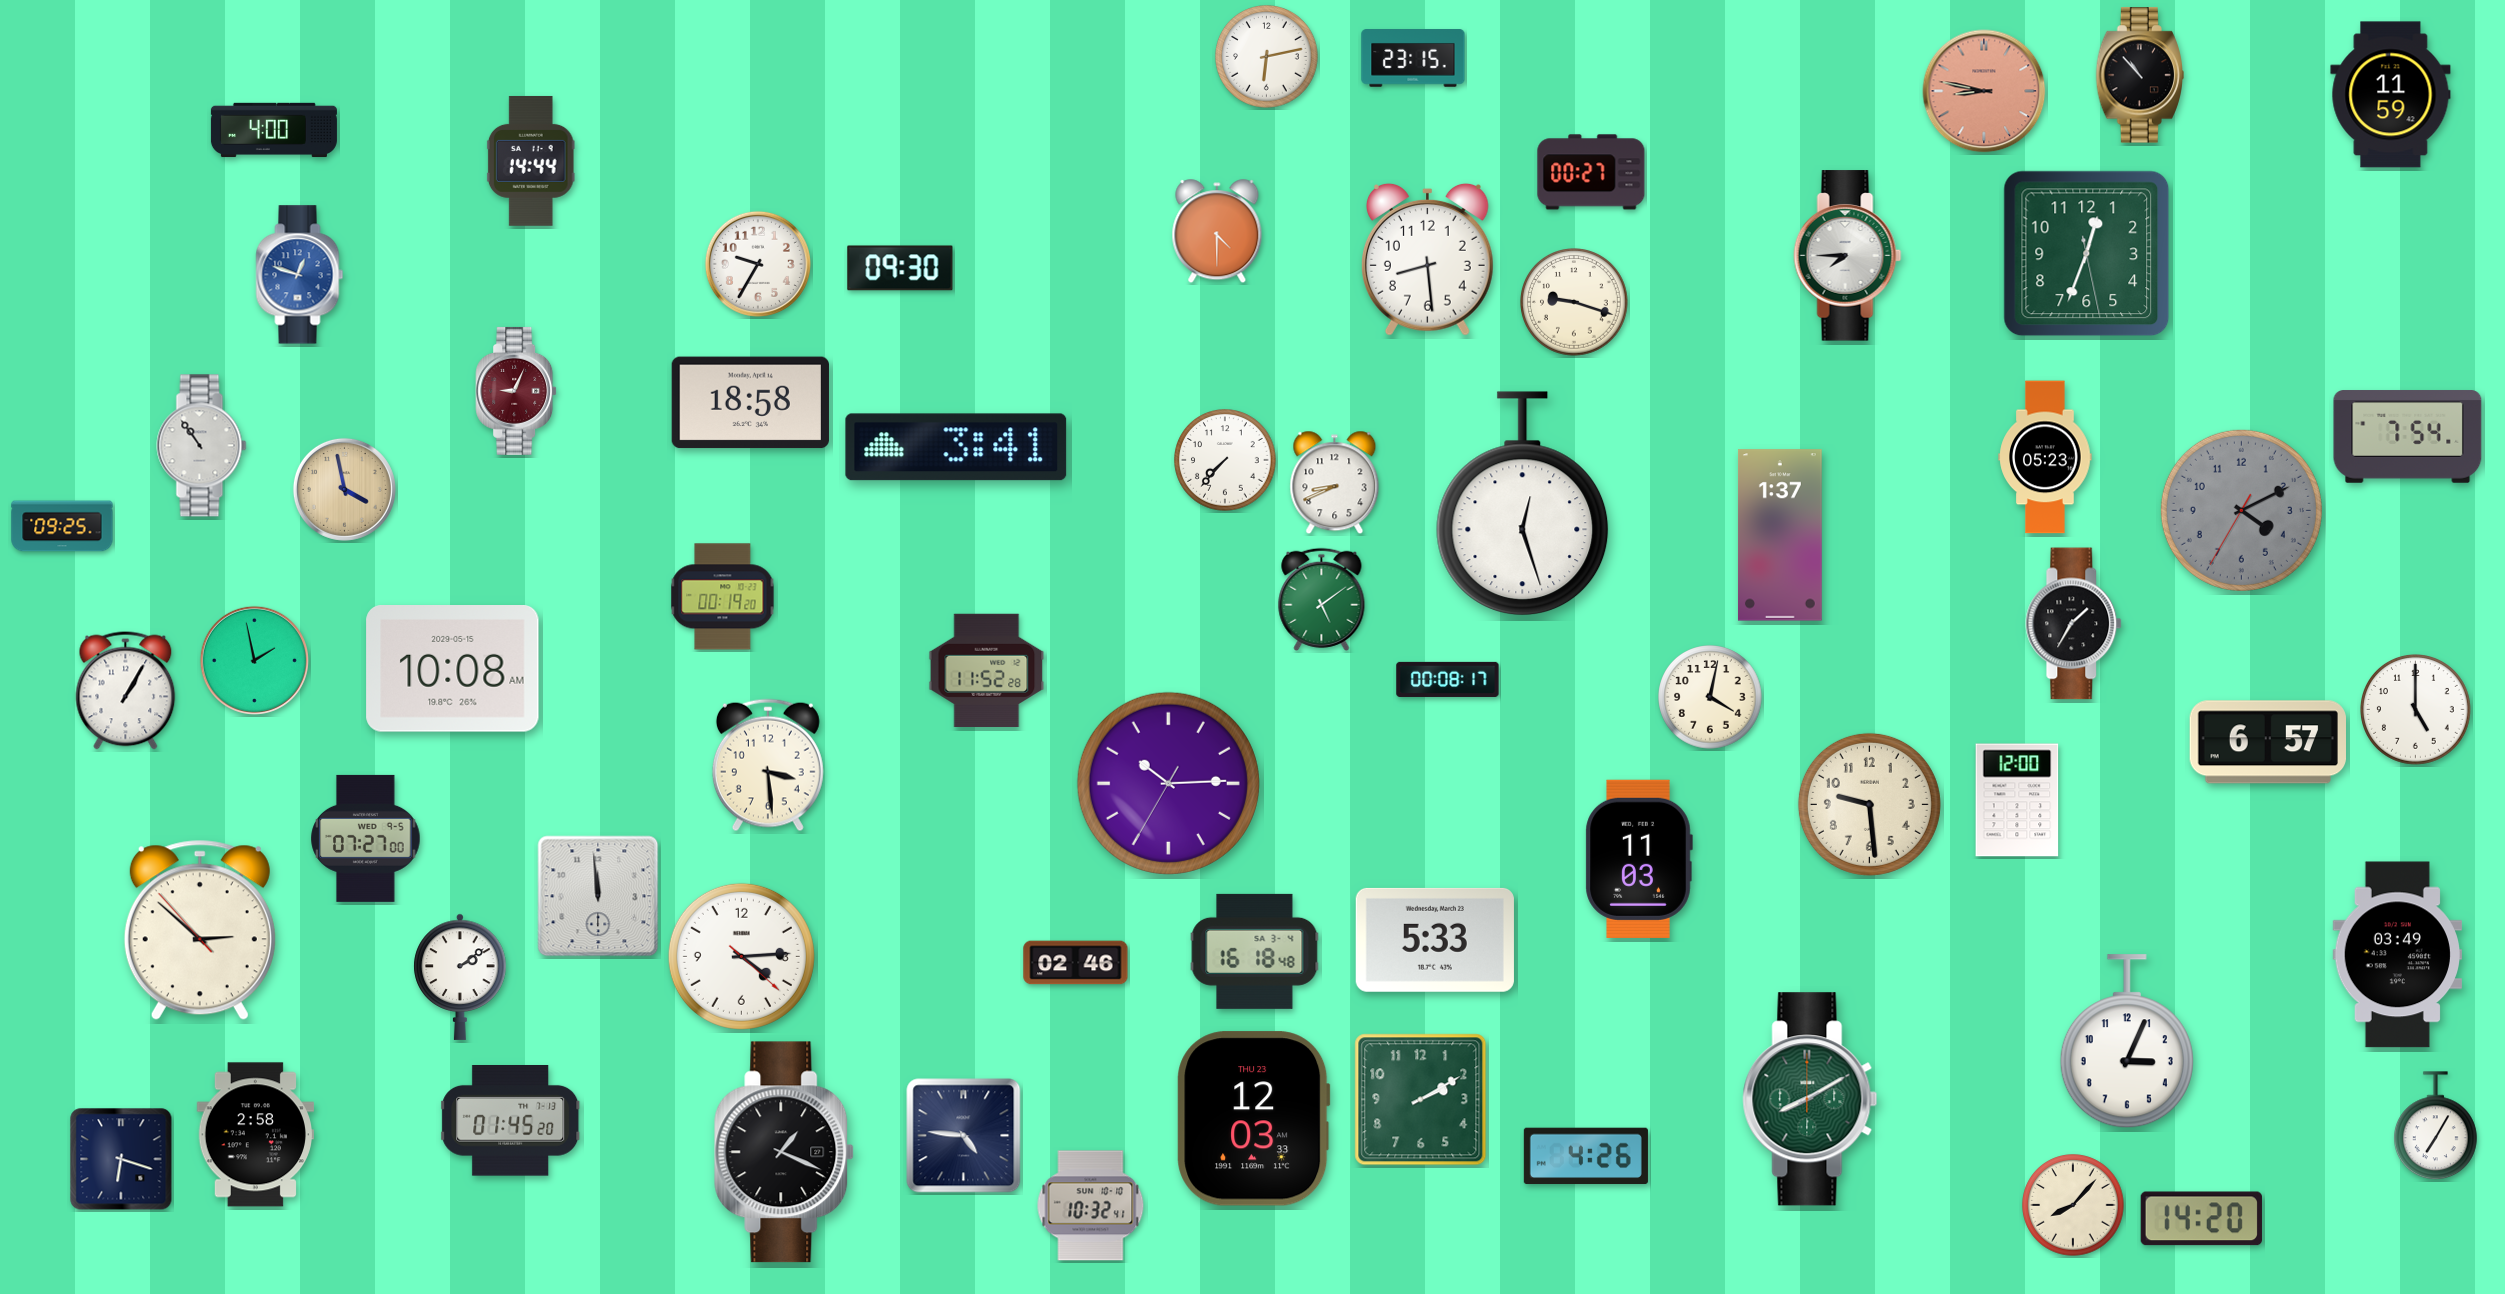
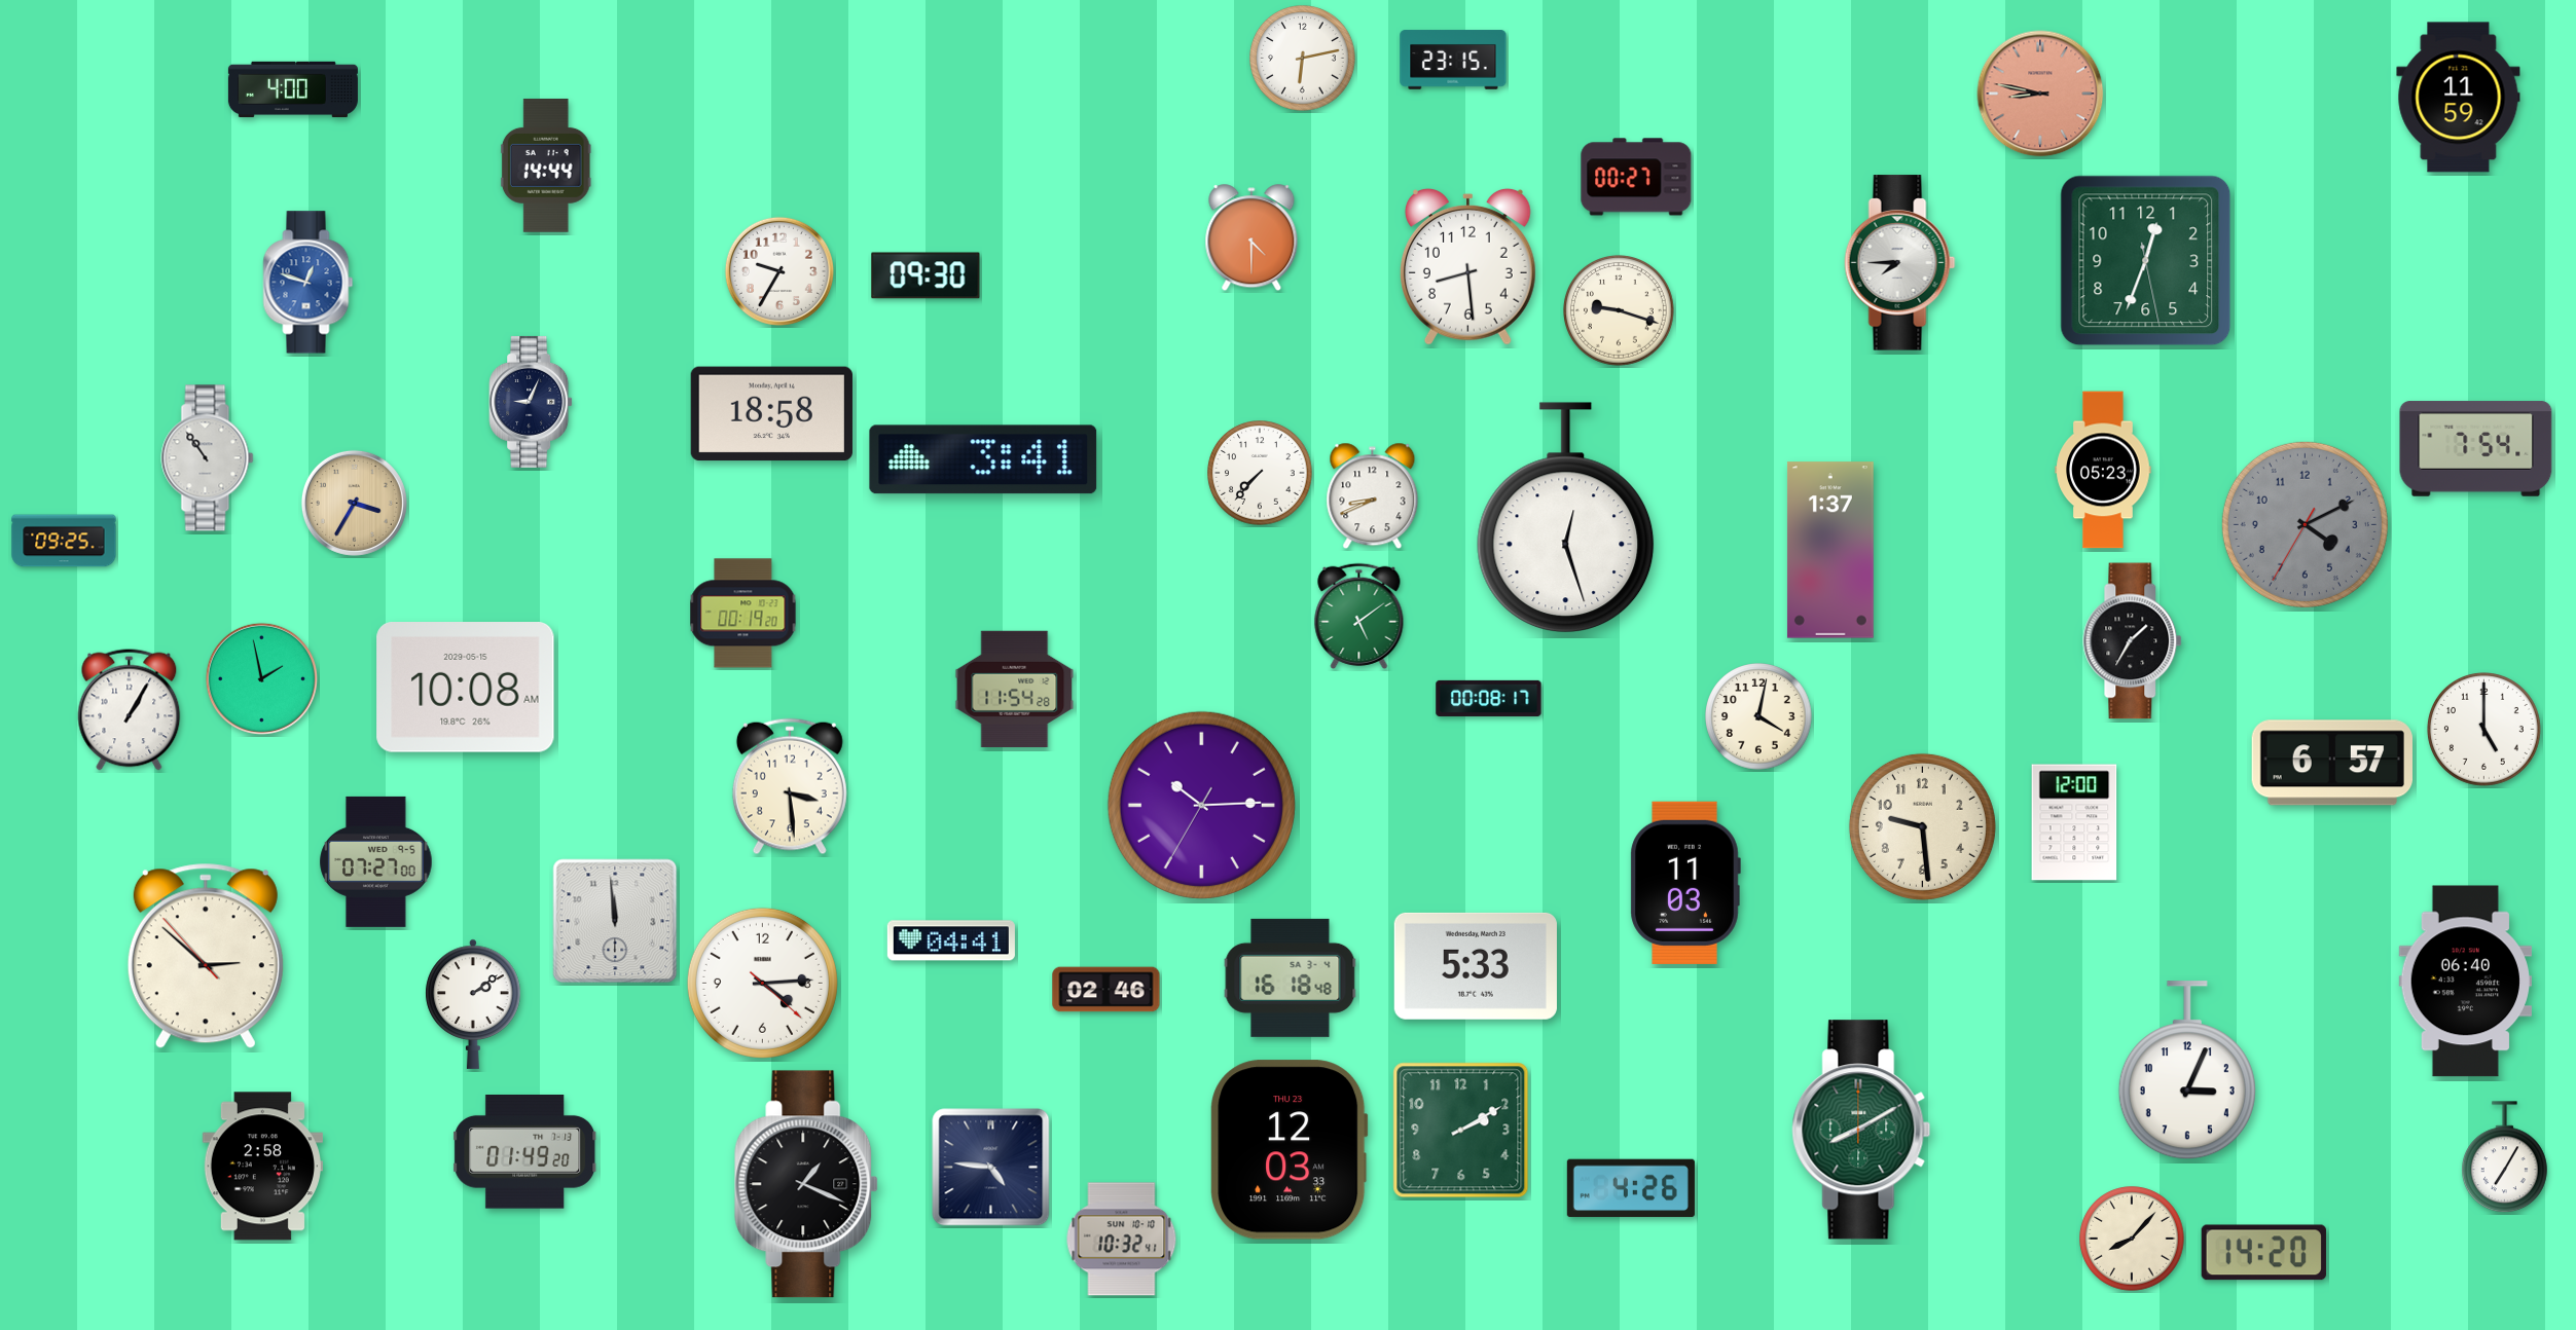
clock at (2139, 75): 10:53 -> none
clock at (274, 130) position: (274, 130) -> (293, 89)
clock at (516, 391) dial: burgundy -> navy
clock at (344, 489): 3:58 -> 3:35
clock at (987, 670): 11:52 -> 11:54
clock at (951, 940): none -> 04:41
clock at (2397, 955): 03:49 -> 06:40
clock at (511, 1121): 01:45 -> 01:49
clock at (121, 1159): 6:18 -> none
